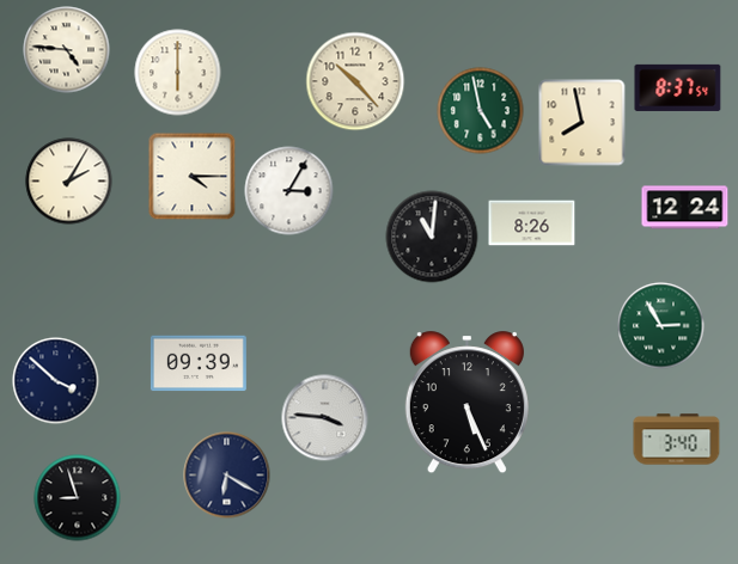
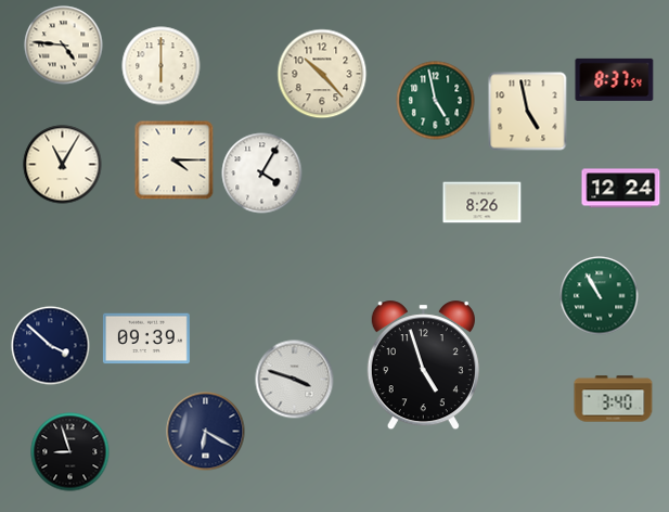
clock at (67, 50) position: (67, 50) -> (64, 46)
clock at (583, 123): 7:58 -> 4:58
clock at (69, 182): 2:05 -> 11:05
clock at (289, 191): 3:05 -> 4:05
clock at (432, 237): 11:01 -> none
clock at (661, 326): 2:55 -> 10:55
clock at (199, 363) position: (199, 363) -> (146, 338)
clock at (466, 403): 5:26 -> 4:57
clock at (325, 418): 3:46 -> 3:48
